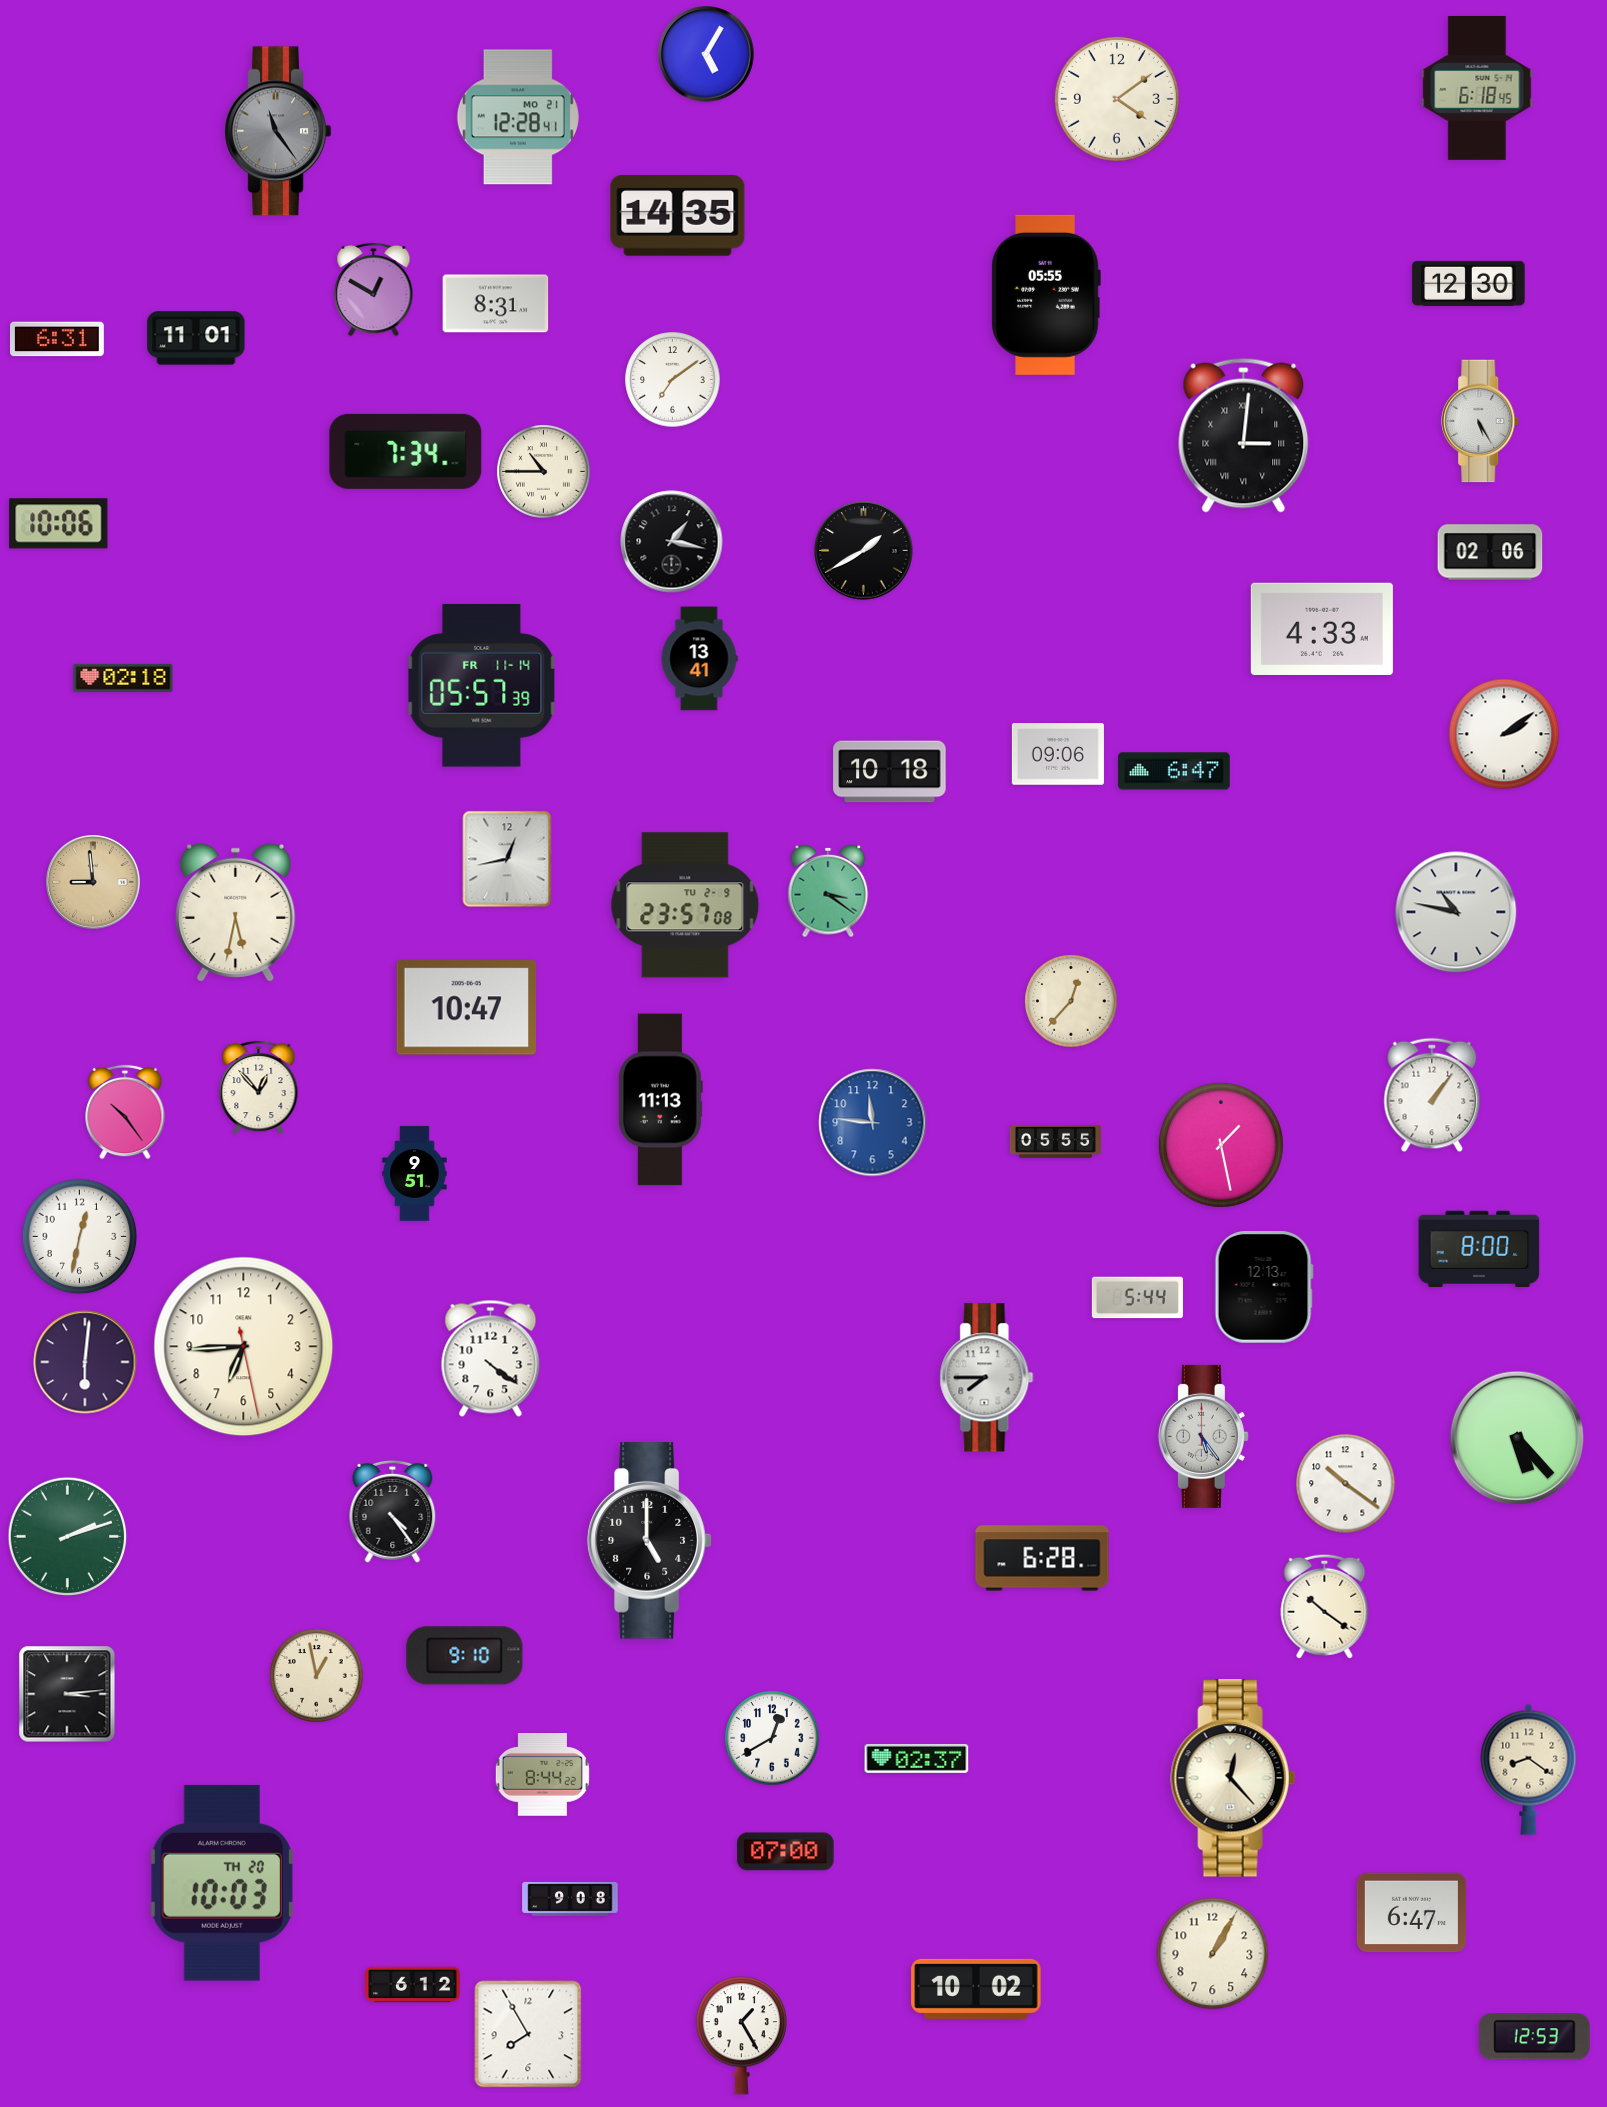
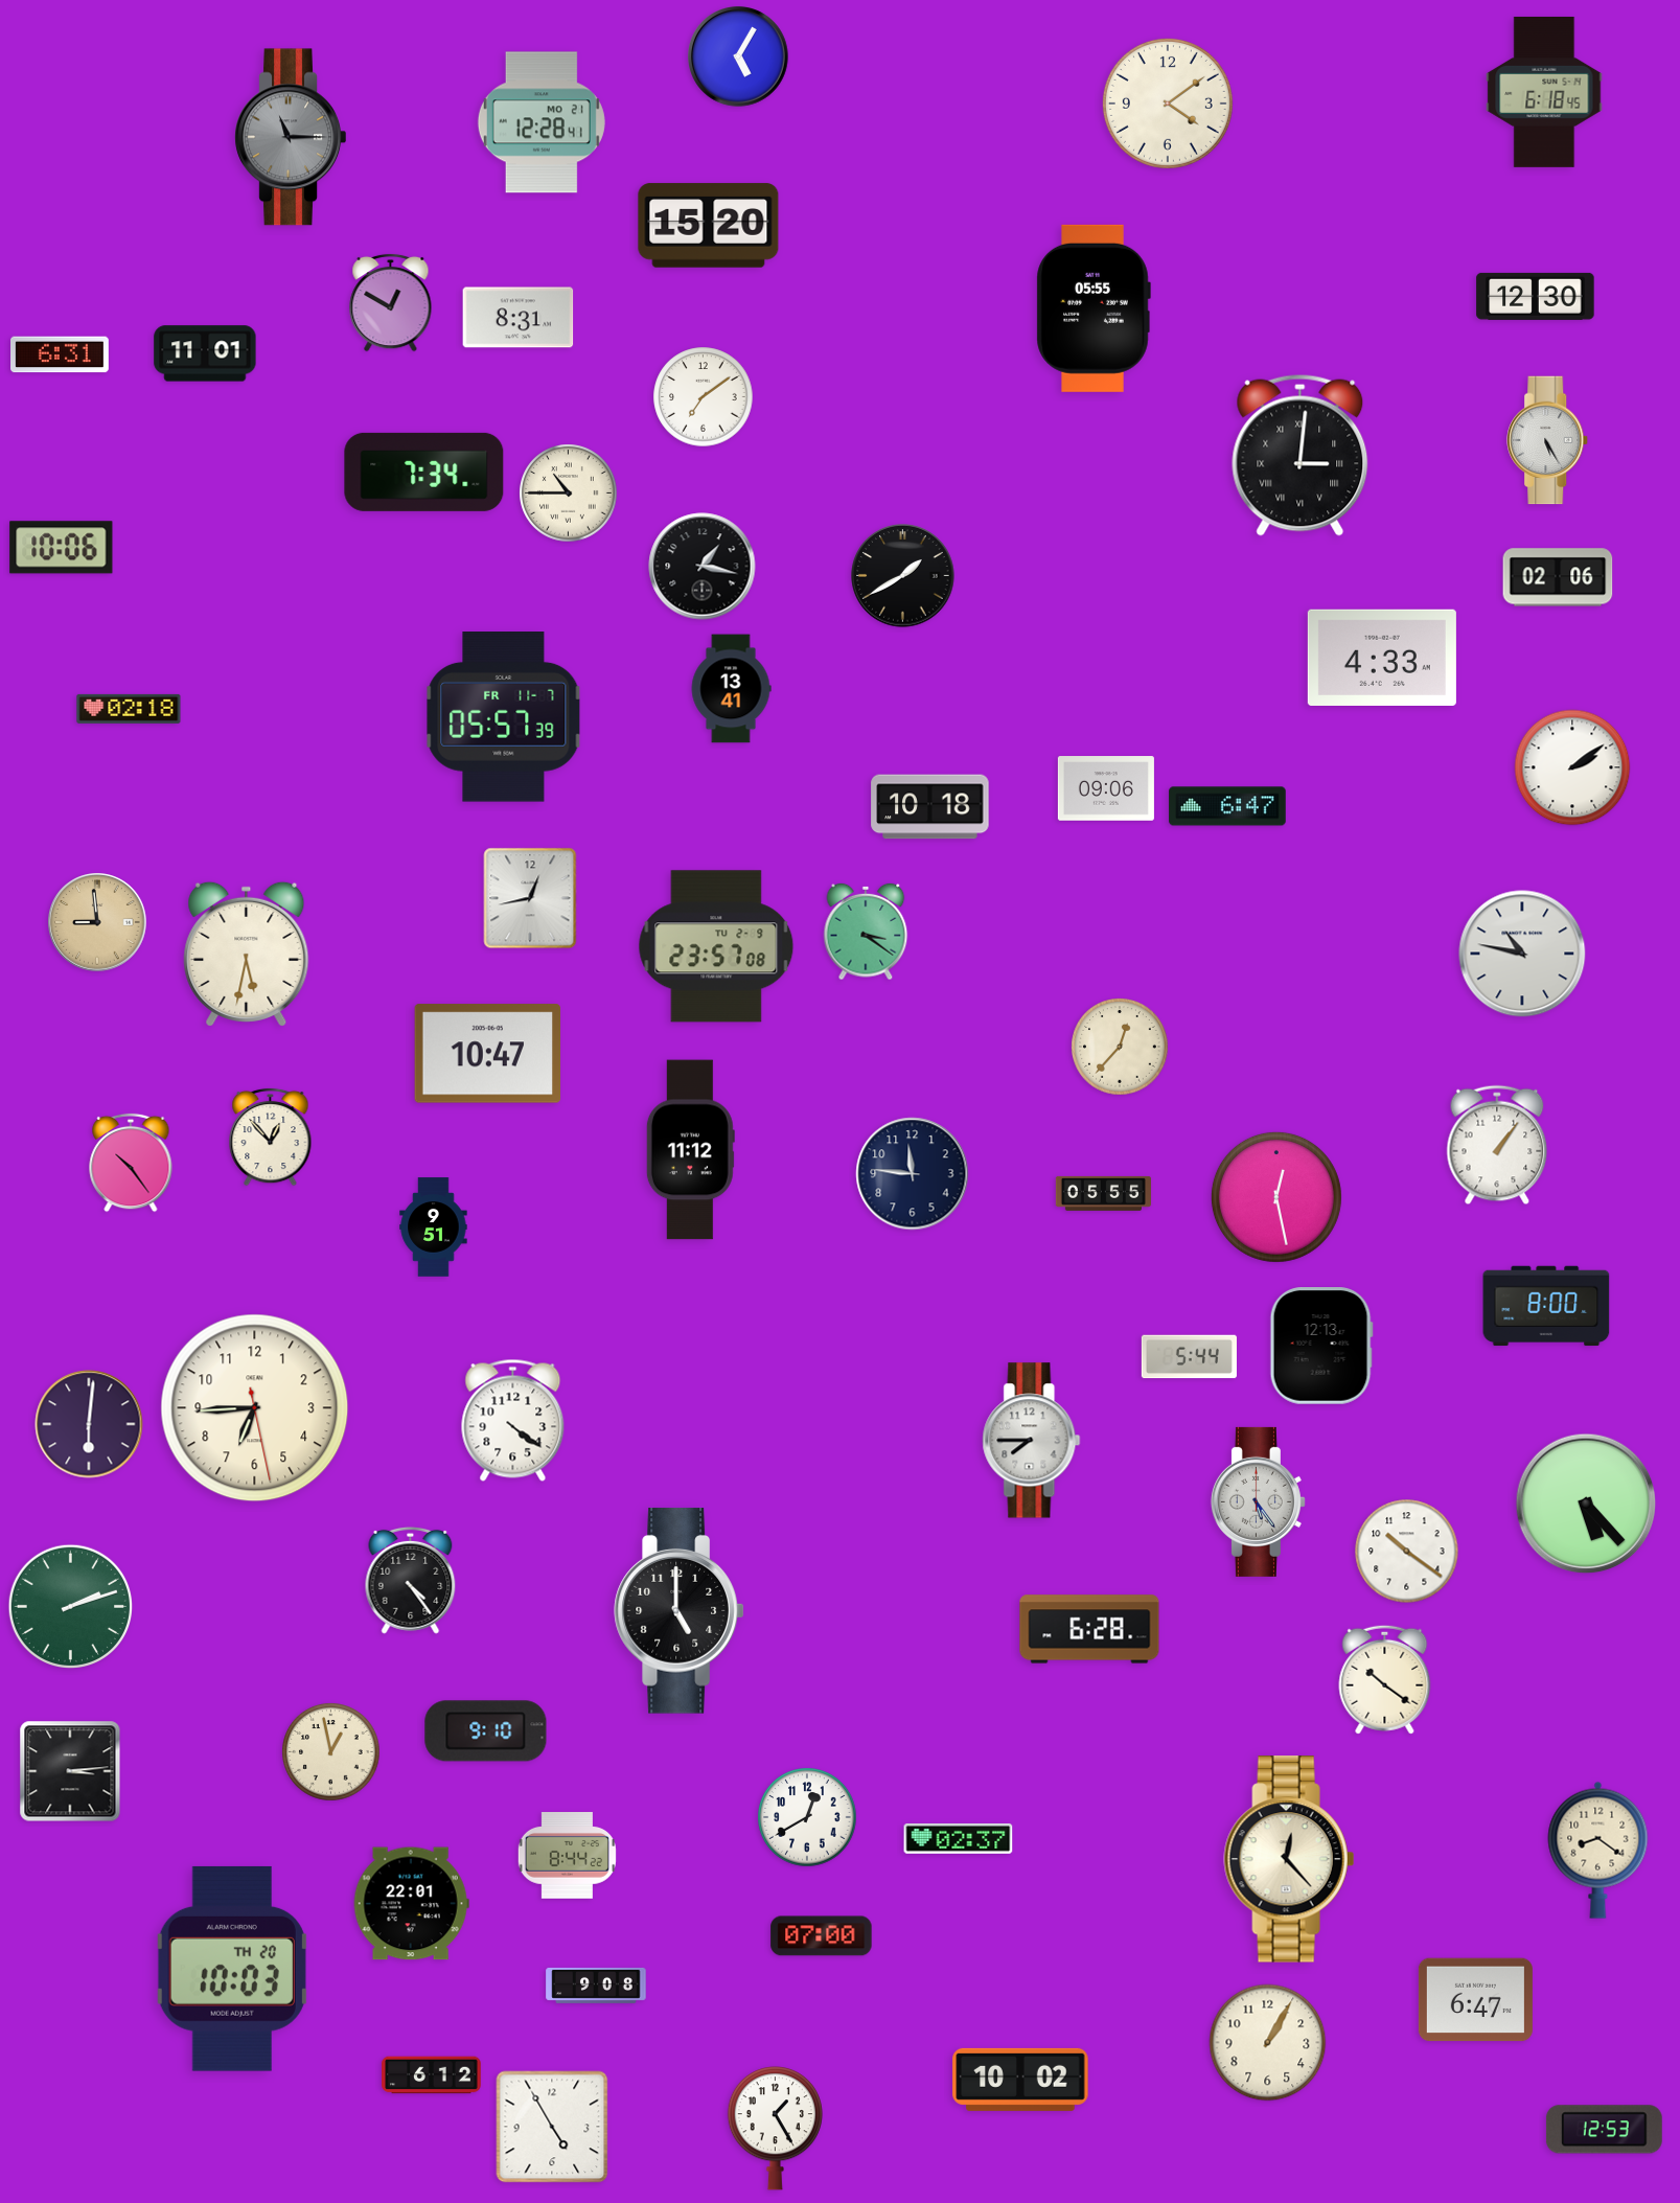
clock at (278, 131): 11:24 -> 11:15
clock at (678, 216): 14:35 -> 15:20
clock at (482, 686) date: FR 11-14 -> FR 11-7
clock at (660, 1100): 11:13 -> 11:12
clock at (873, 1123) dial: blue -> navy
clock at (1221, 1145): 1:28 -> 12:28
clock at (80, 1237): 12:32 -> none
clock at (411, 1904): none -> 22:01
clock at (528, 2034): 7:55 -> 4:55
